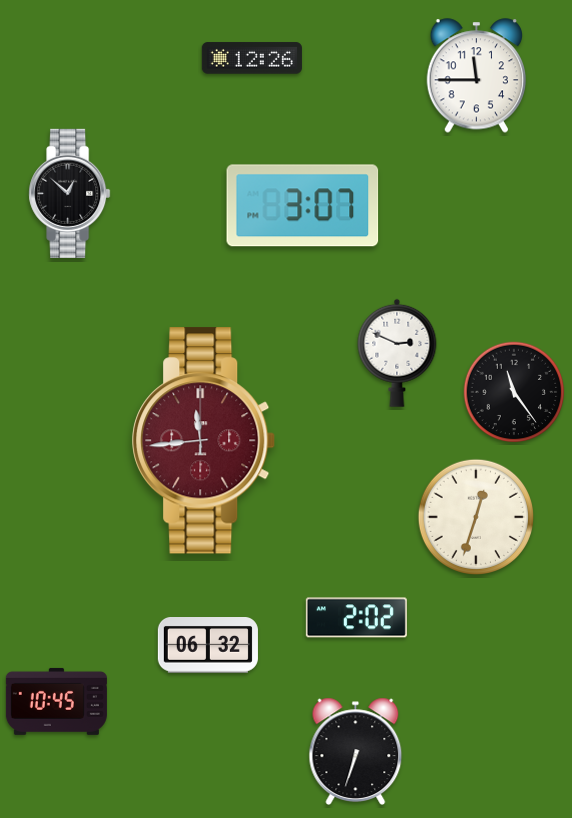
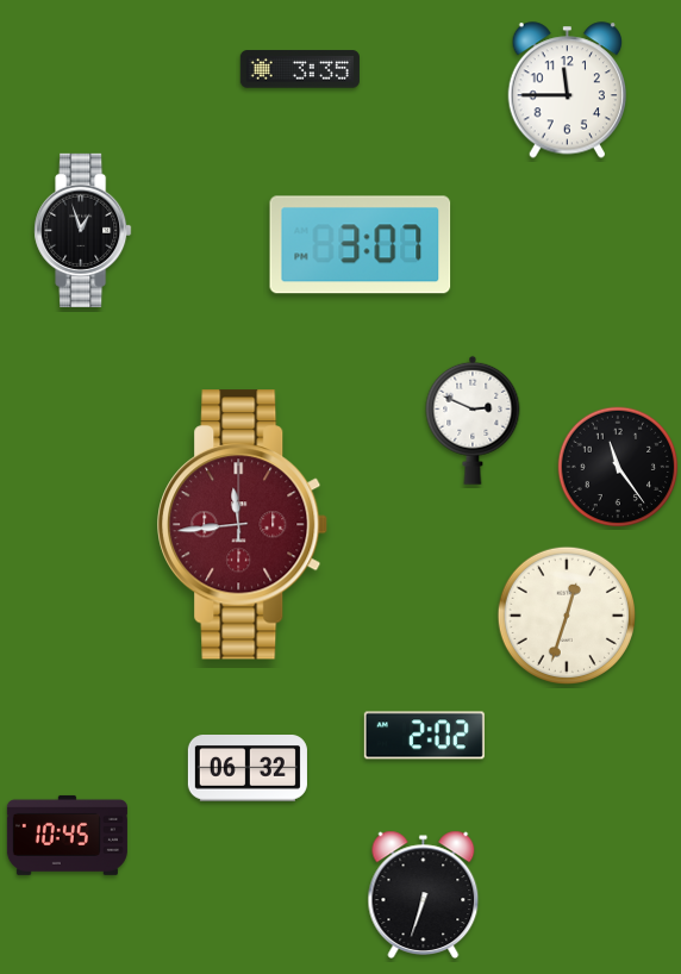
clock at (252, 58): 12:26 -> 3:35
clock at (70, 193): 12:52 -> 12:57
clock at (514, 392) position: (514, 392) -> (618, 467)
